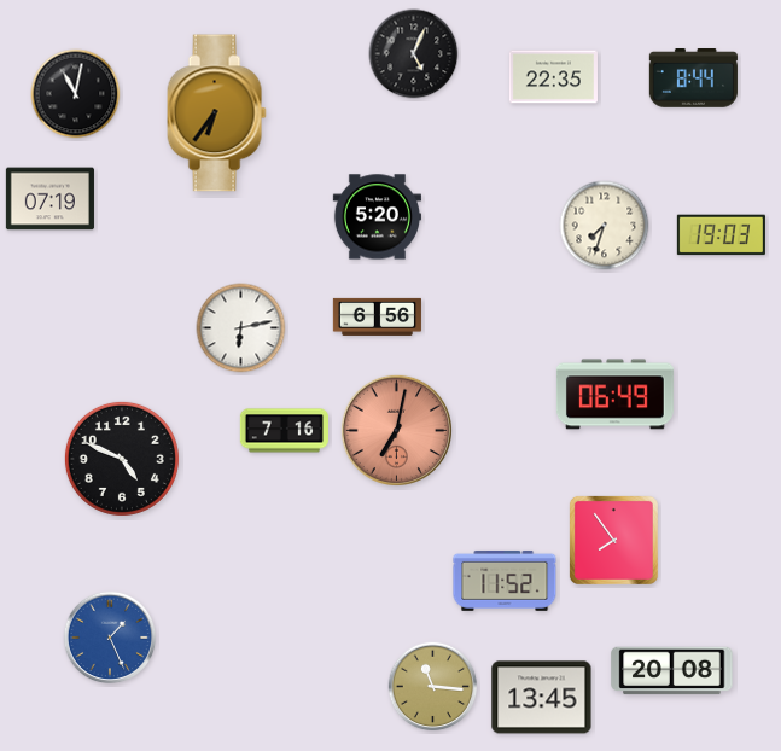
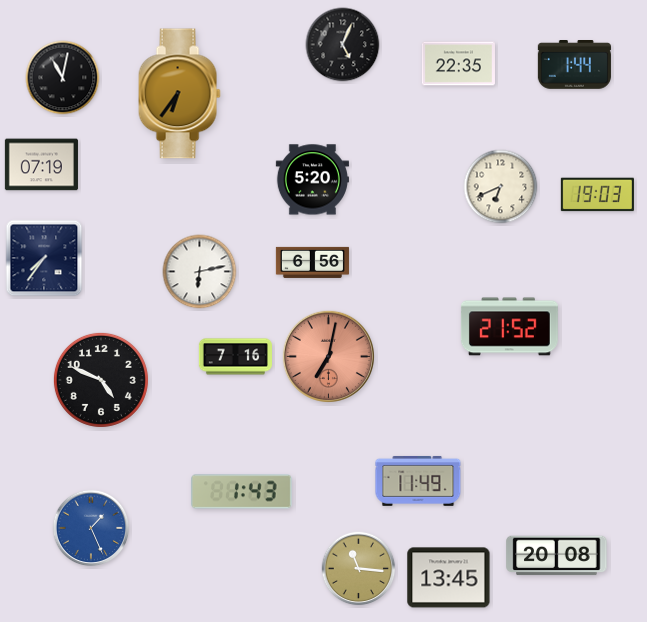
clock at (693, 78): 8:44 -> 1:44
clock at (605, 226): 7:33 -> 6:41
clock at (44, 258): none -> 7:36
clock at (614, 395): 06:49 -> 21:52
clock at (613, 540): 7:54 -> none
clock at (505, 581): 11:52 -> 11:49
clock at (242, 492): none -> 1:43
